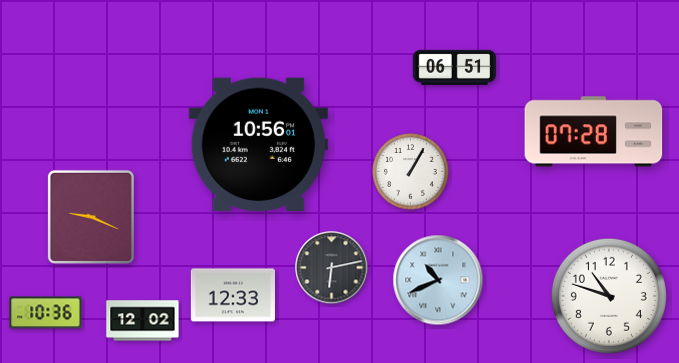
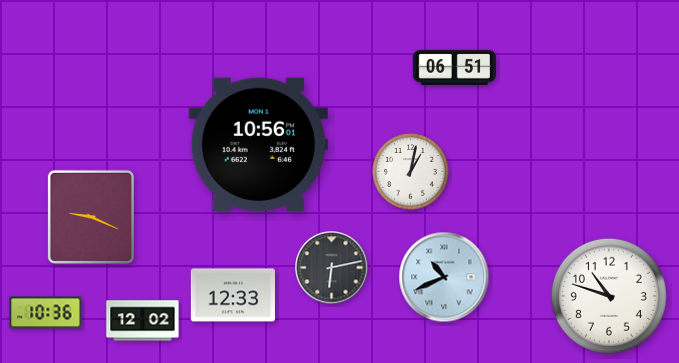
clock at (594, 132): 07:28 -> none
clock at (411, 172): 1:05 -> 1:02
clock at (438, 280) position: (438, 280) -> (444, 277)
